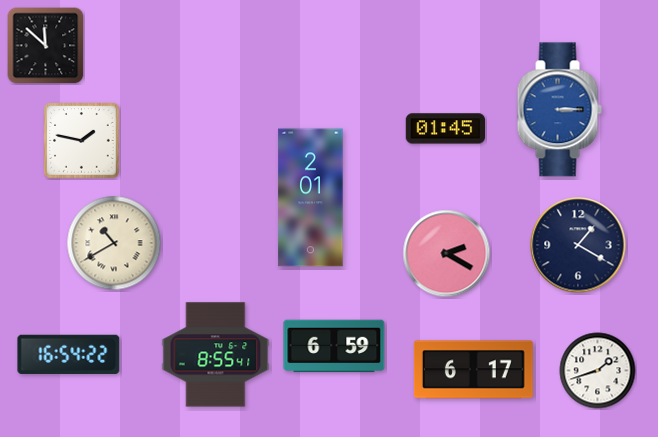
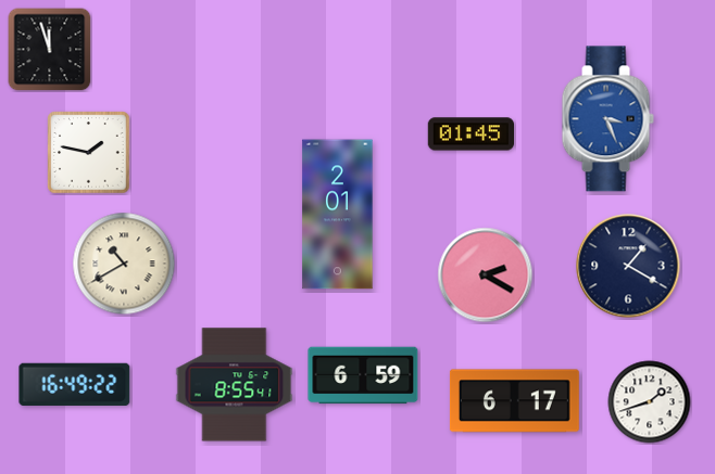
clock at (46, 46): 11:52 -> 11:57
clock at (559, 110): 3:15 -> 3:26
clock at (445, 129) position: (445, 129) -> (471, 134)
clock at (69, 354): 16:54 -> 16:49
